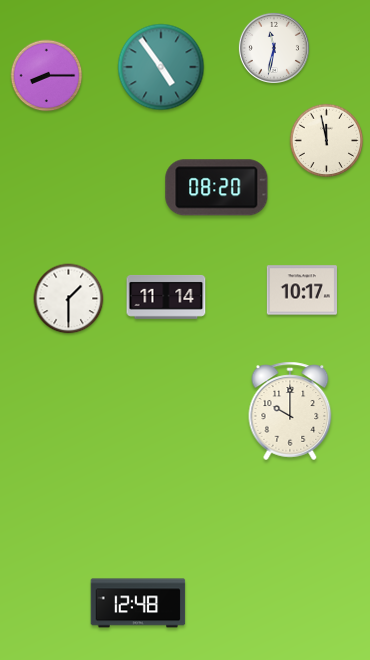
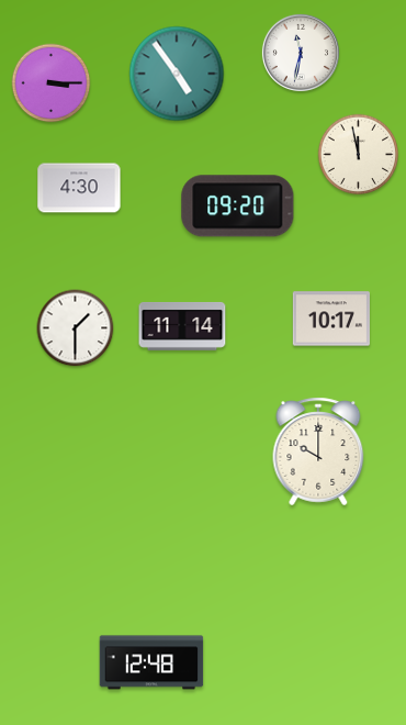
clock at (47, 76): 8:15 -> 3:15
clock at (79, 188): none -> 4:30
clock at (217, 188): 08:20 -> 09:20
